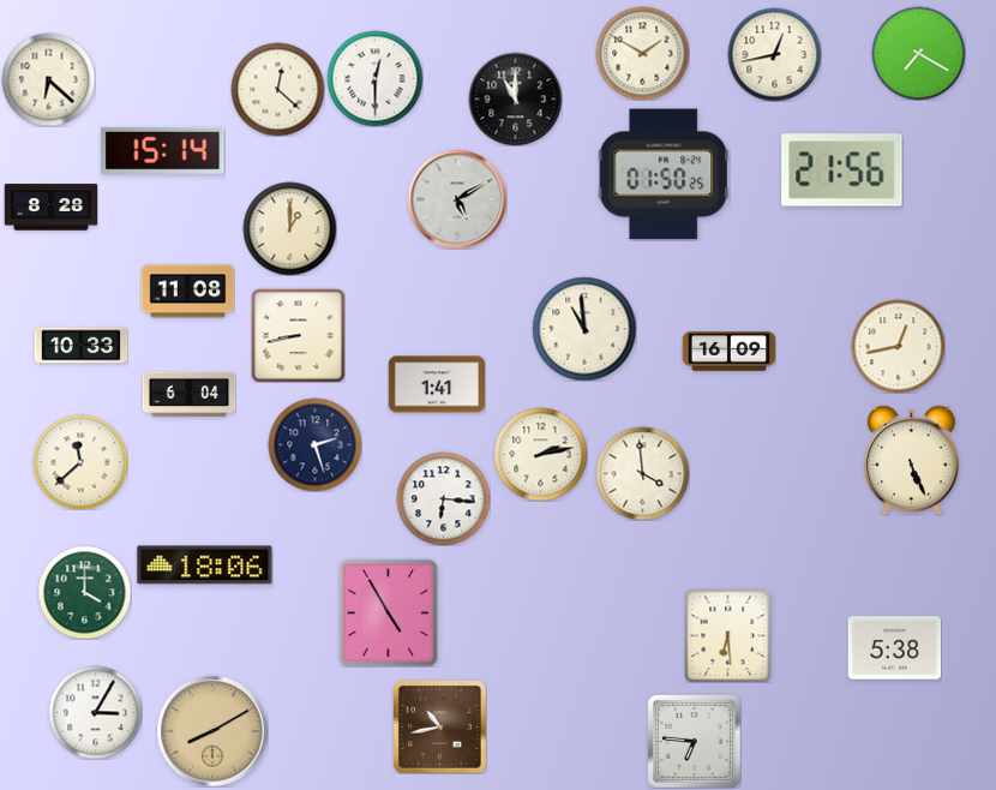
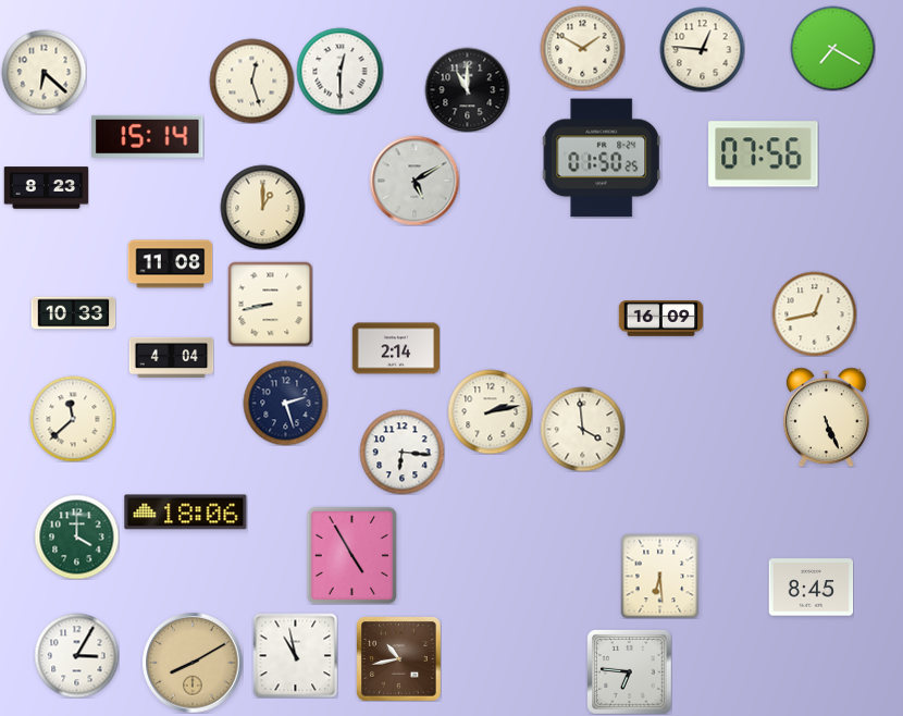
clock at (774, 54): 12:43 -> 12:46
clock at (277, 89): 12:22 -> 12:27
clock at (842, 170): 21:56 -> 07:56
clock at (50, 208): 8:28 -> 8:23
clock at (584, 329): 10:59 -> none
clock at (436, 384): 1:41 -> 2:14
clock at (188, 395): 6:04 -> 4:04
clock at (894, 648): 5:38 -> 8:45
clock at (95, 712) position: (95, 712) -> (76, 655)
clock at (295, 655): none -> 10:58
